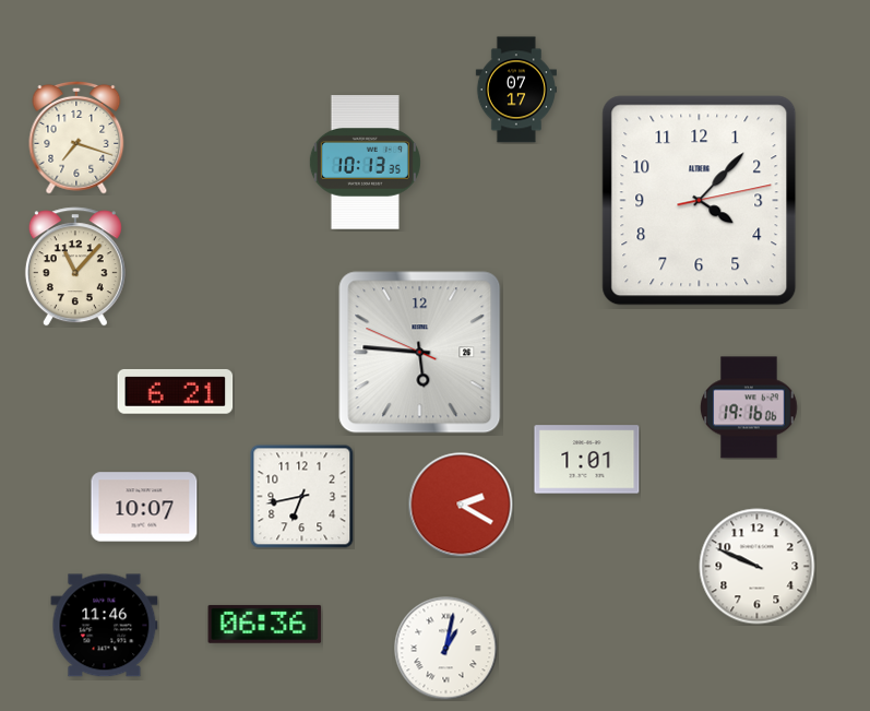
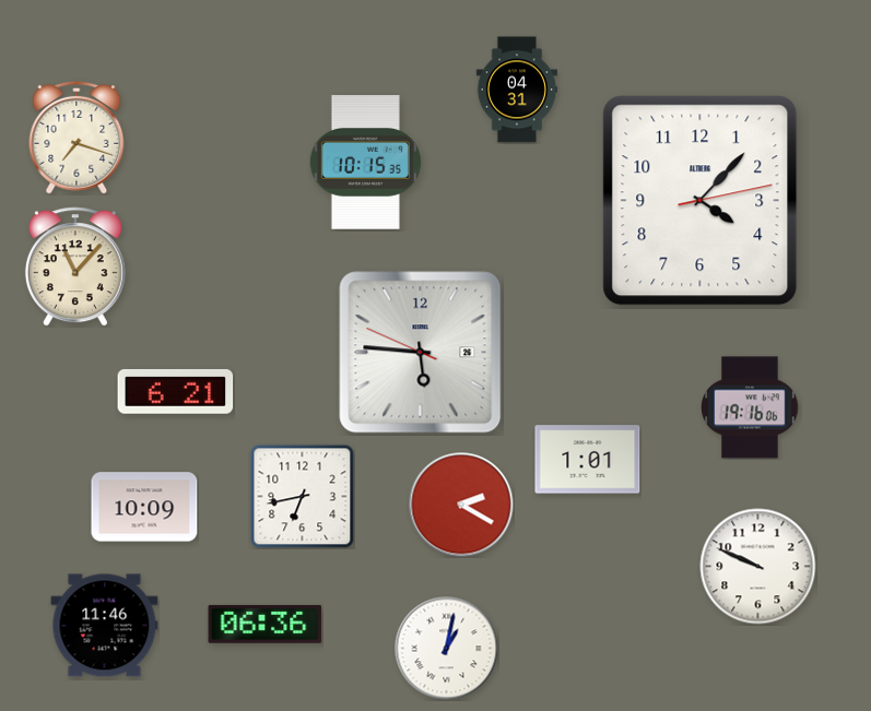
clock at (516, 90): 07:17 -> 04:31
clock at (365, 163): 10:13 -> 10:15
clock at (144, 507): 10:07 -> 10:09
